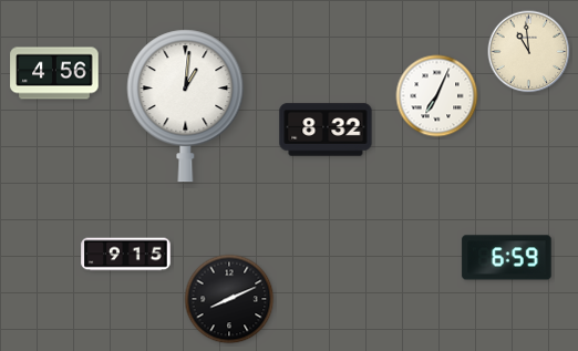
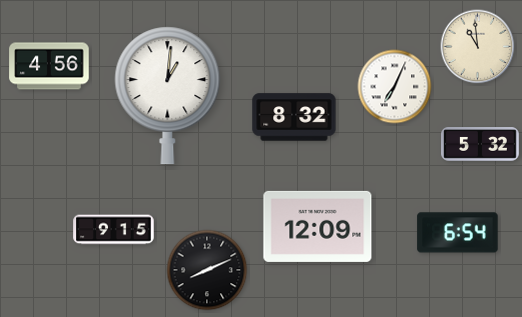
clock at (481, 145): none -> 5:32
clock at (318, 226): none -> 12:09
clock at (507, 258): 6:59 -> 6:54
